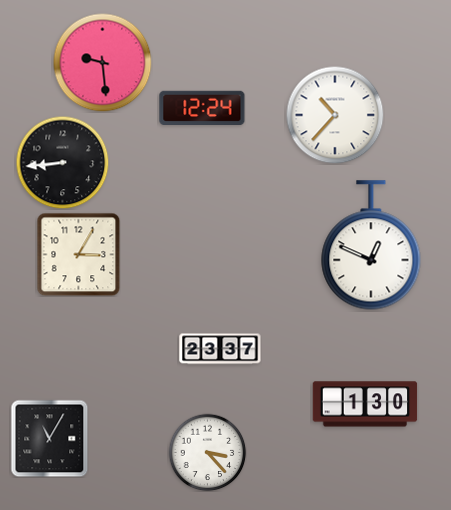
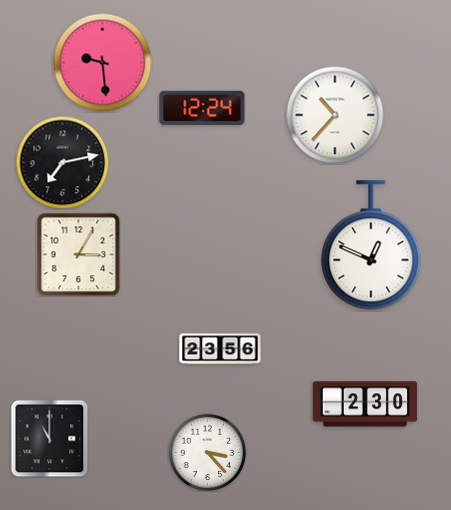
clock at (62, 162): 8:44 -> 7:13
clock at (220, 349): 23:37 -> 23:56
clock at (365, 404): 1:30 -> 2:30
clock at (49, 438): 11:05 -> 11:00
